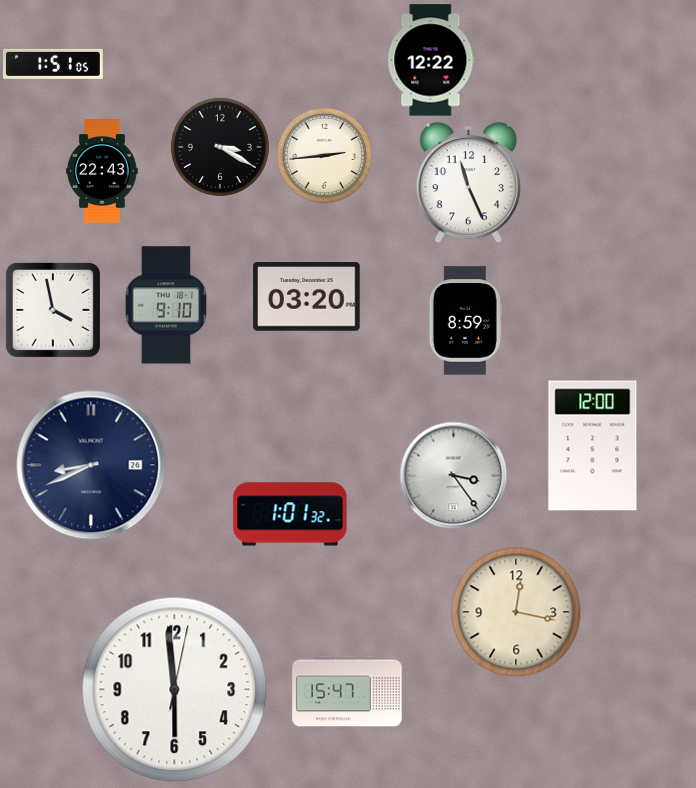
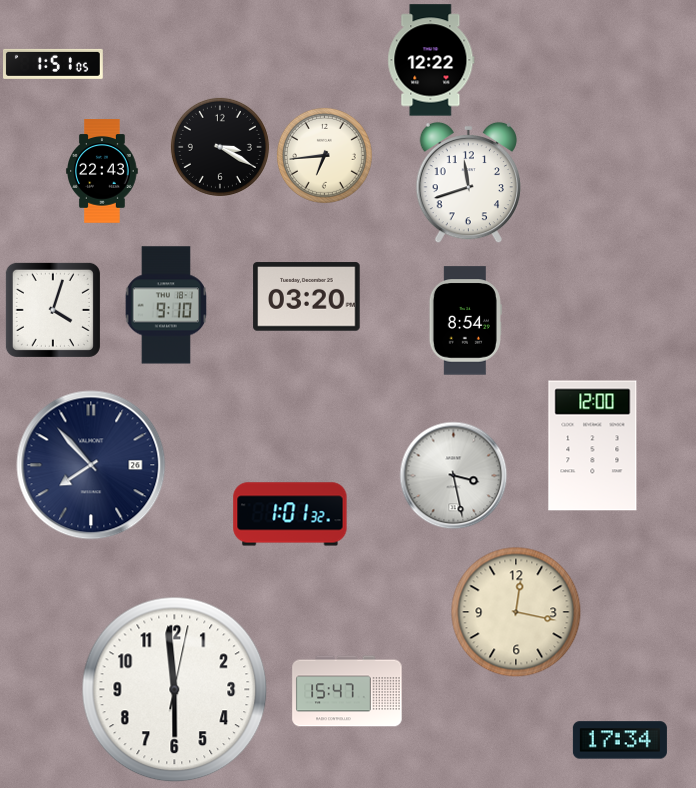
clock at (324, 155): 2:44 -> 6:44
clock at (468, 182): 11:26 -> 11:42
clock at (53, 310): 3:58 -> 4:03
clock at (465, 321): 8:59 -> 8:54
clock at (91, 465): 8:41 -> 7:53
clock at (453, 475): 3:24 -> 3:28
clock at (620, 740): none -> 17:34
